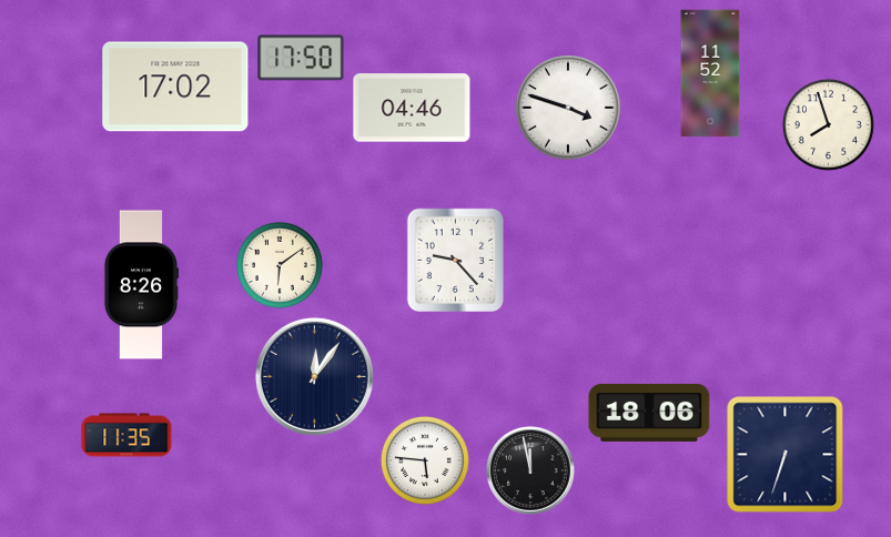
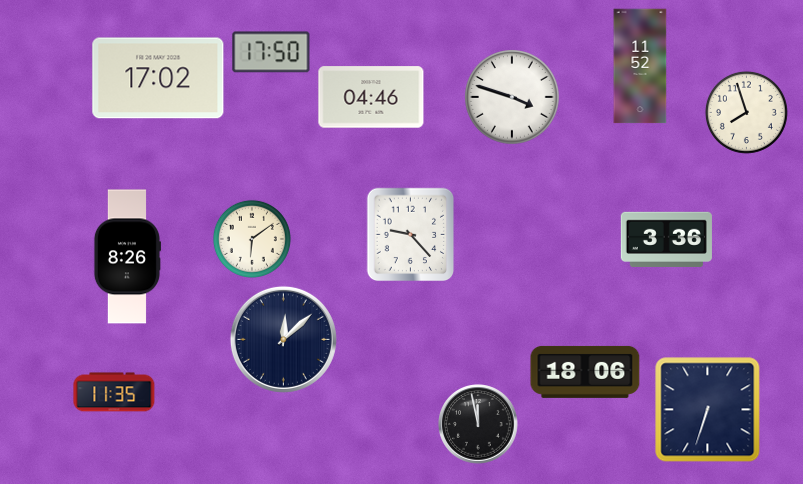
clock at (666, 239): none -> 3:36
clock at (314, 376): 12:06 -> 12:08
clock at (425, 460): 5:46 -> none
